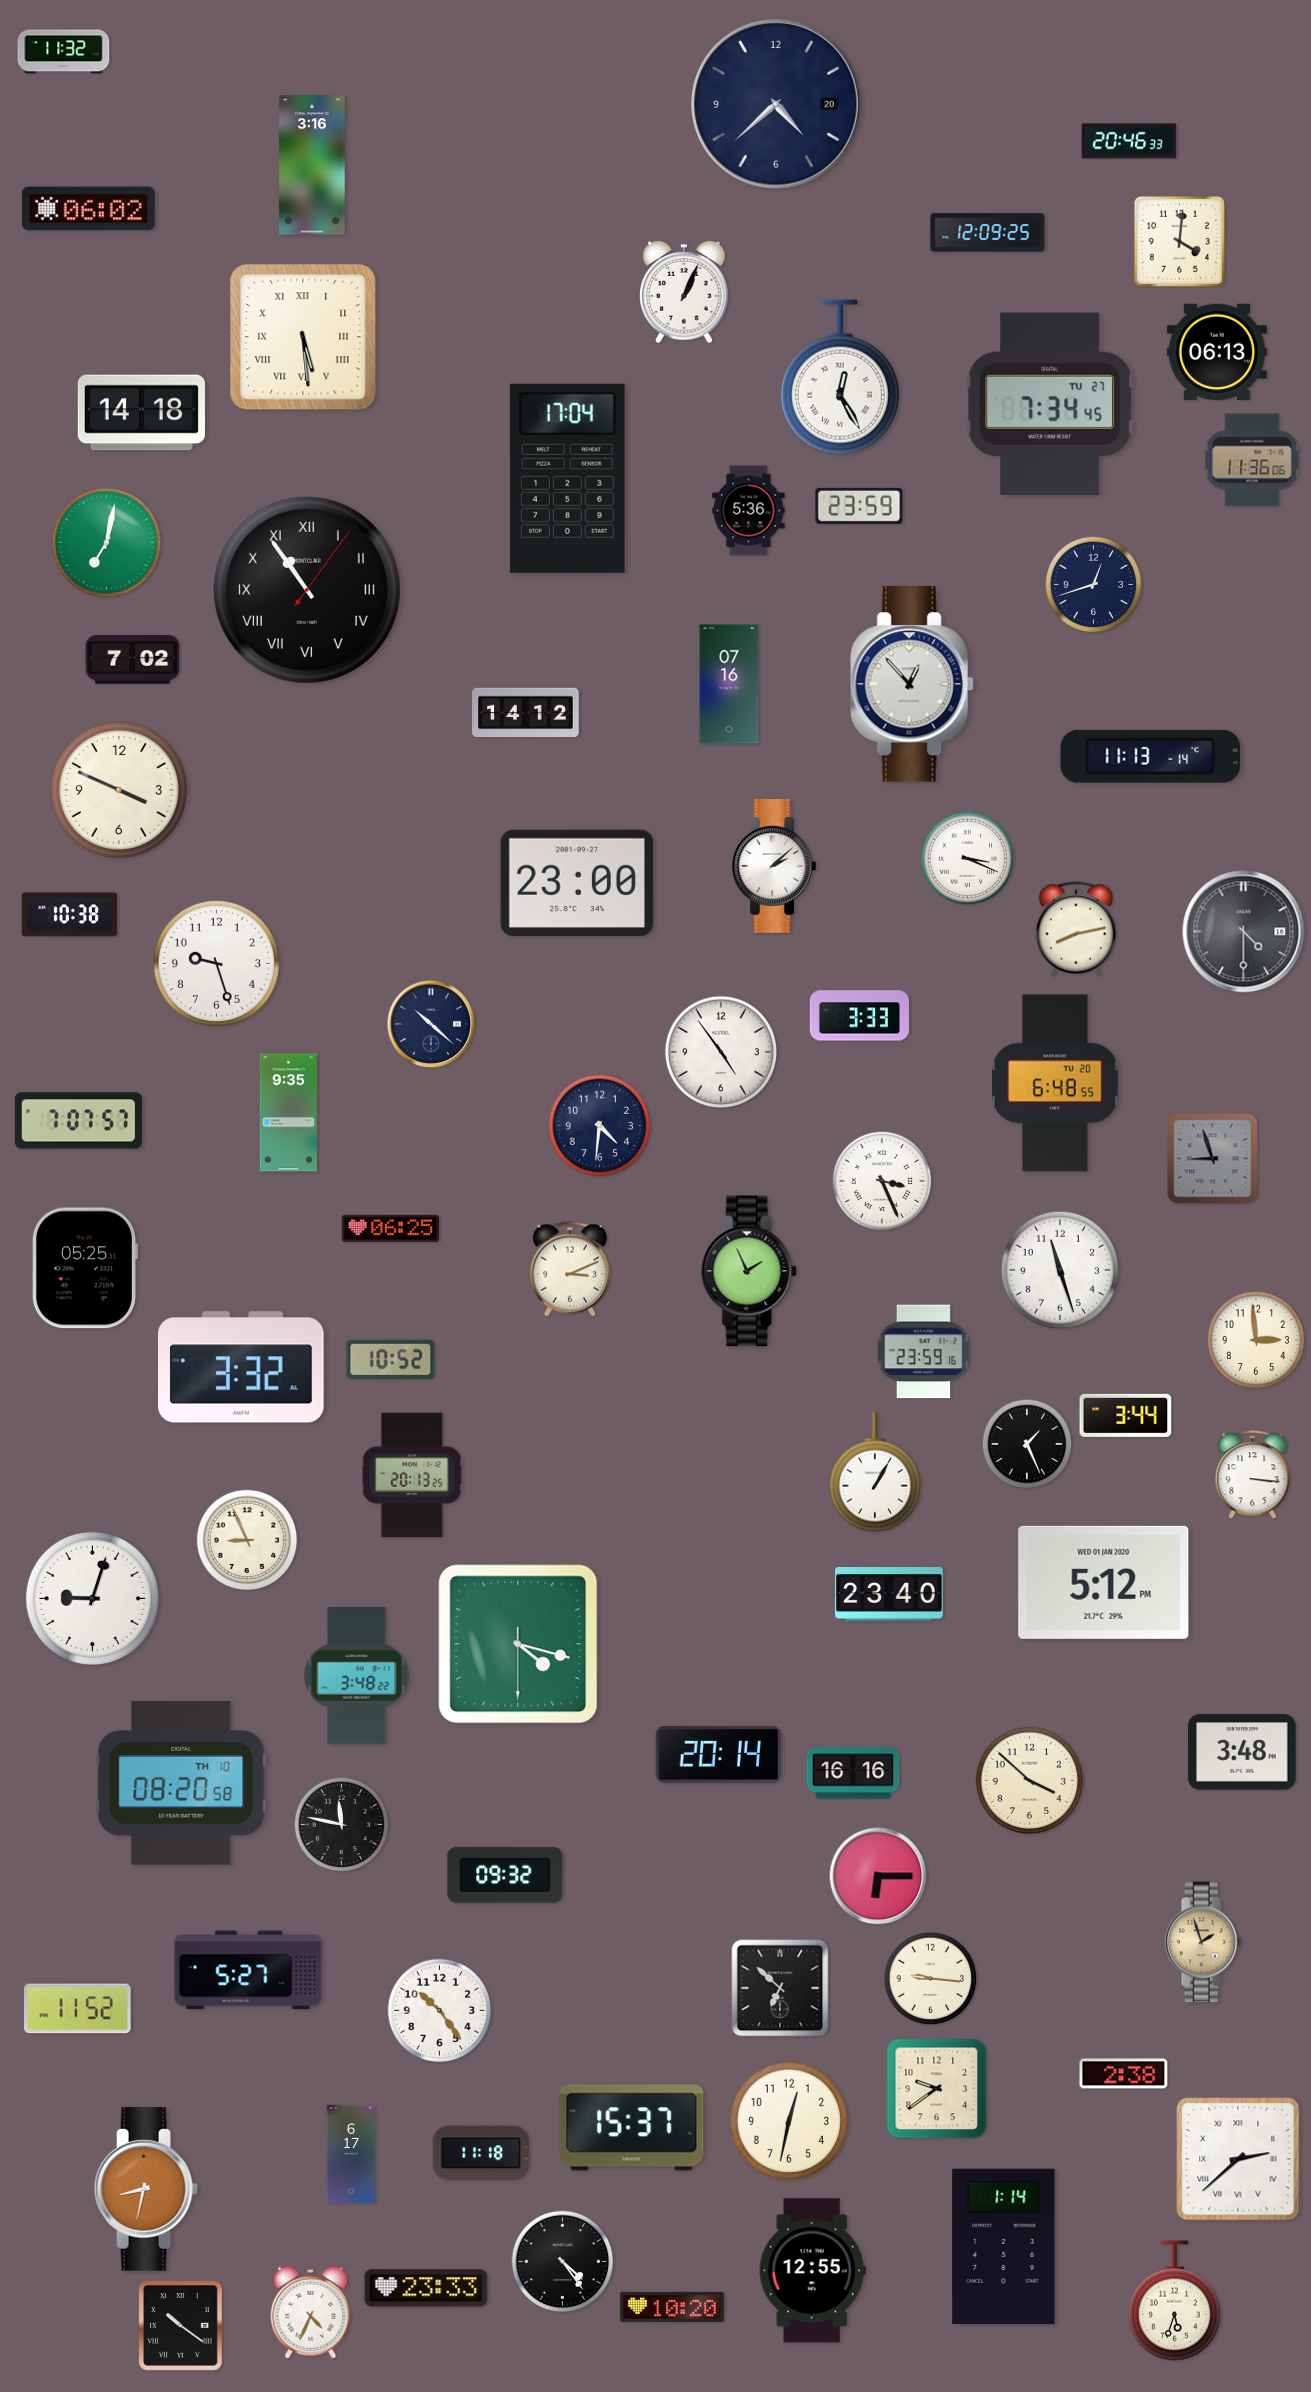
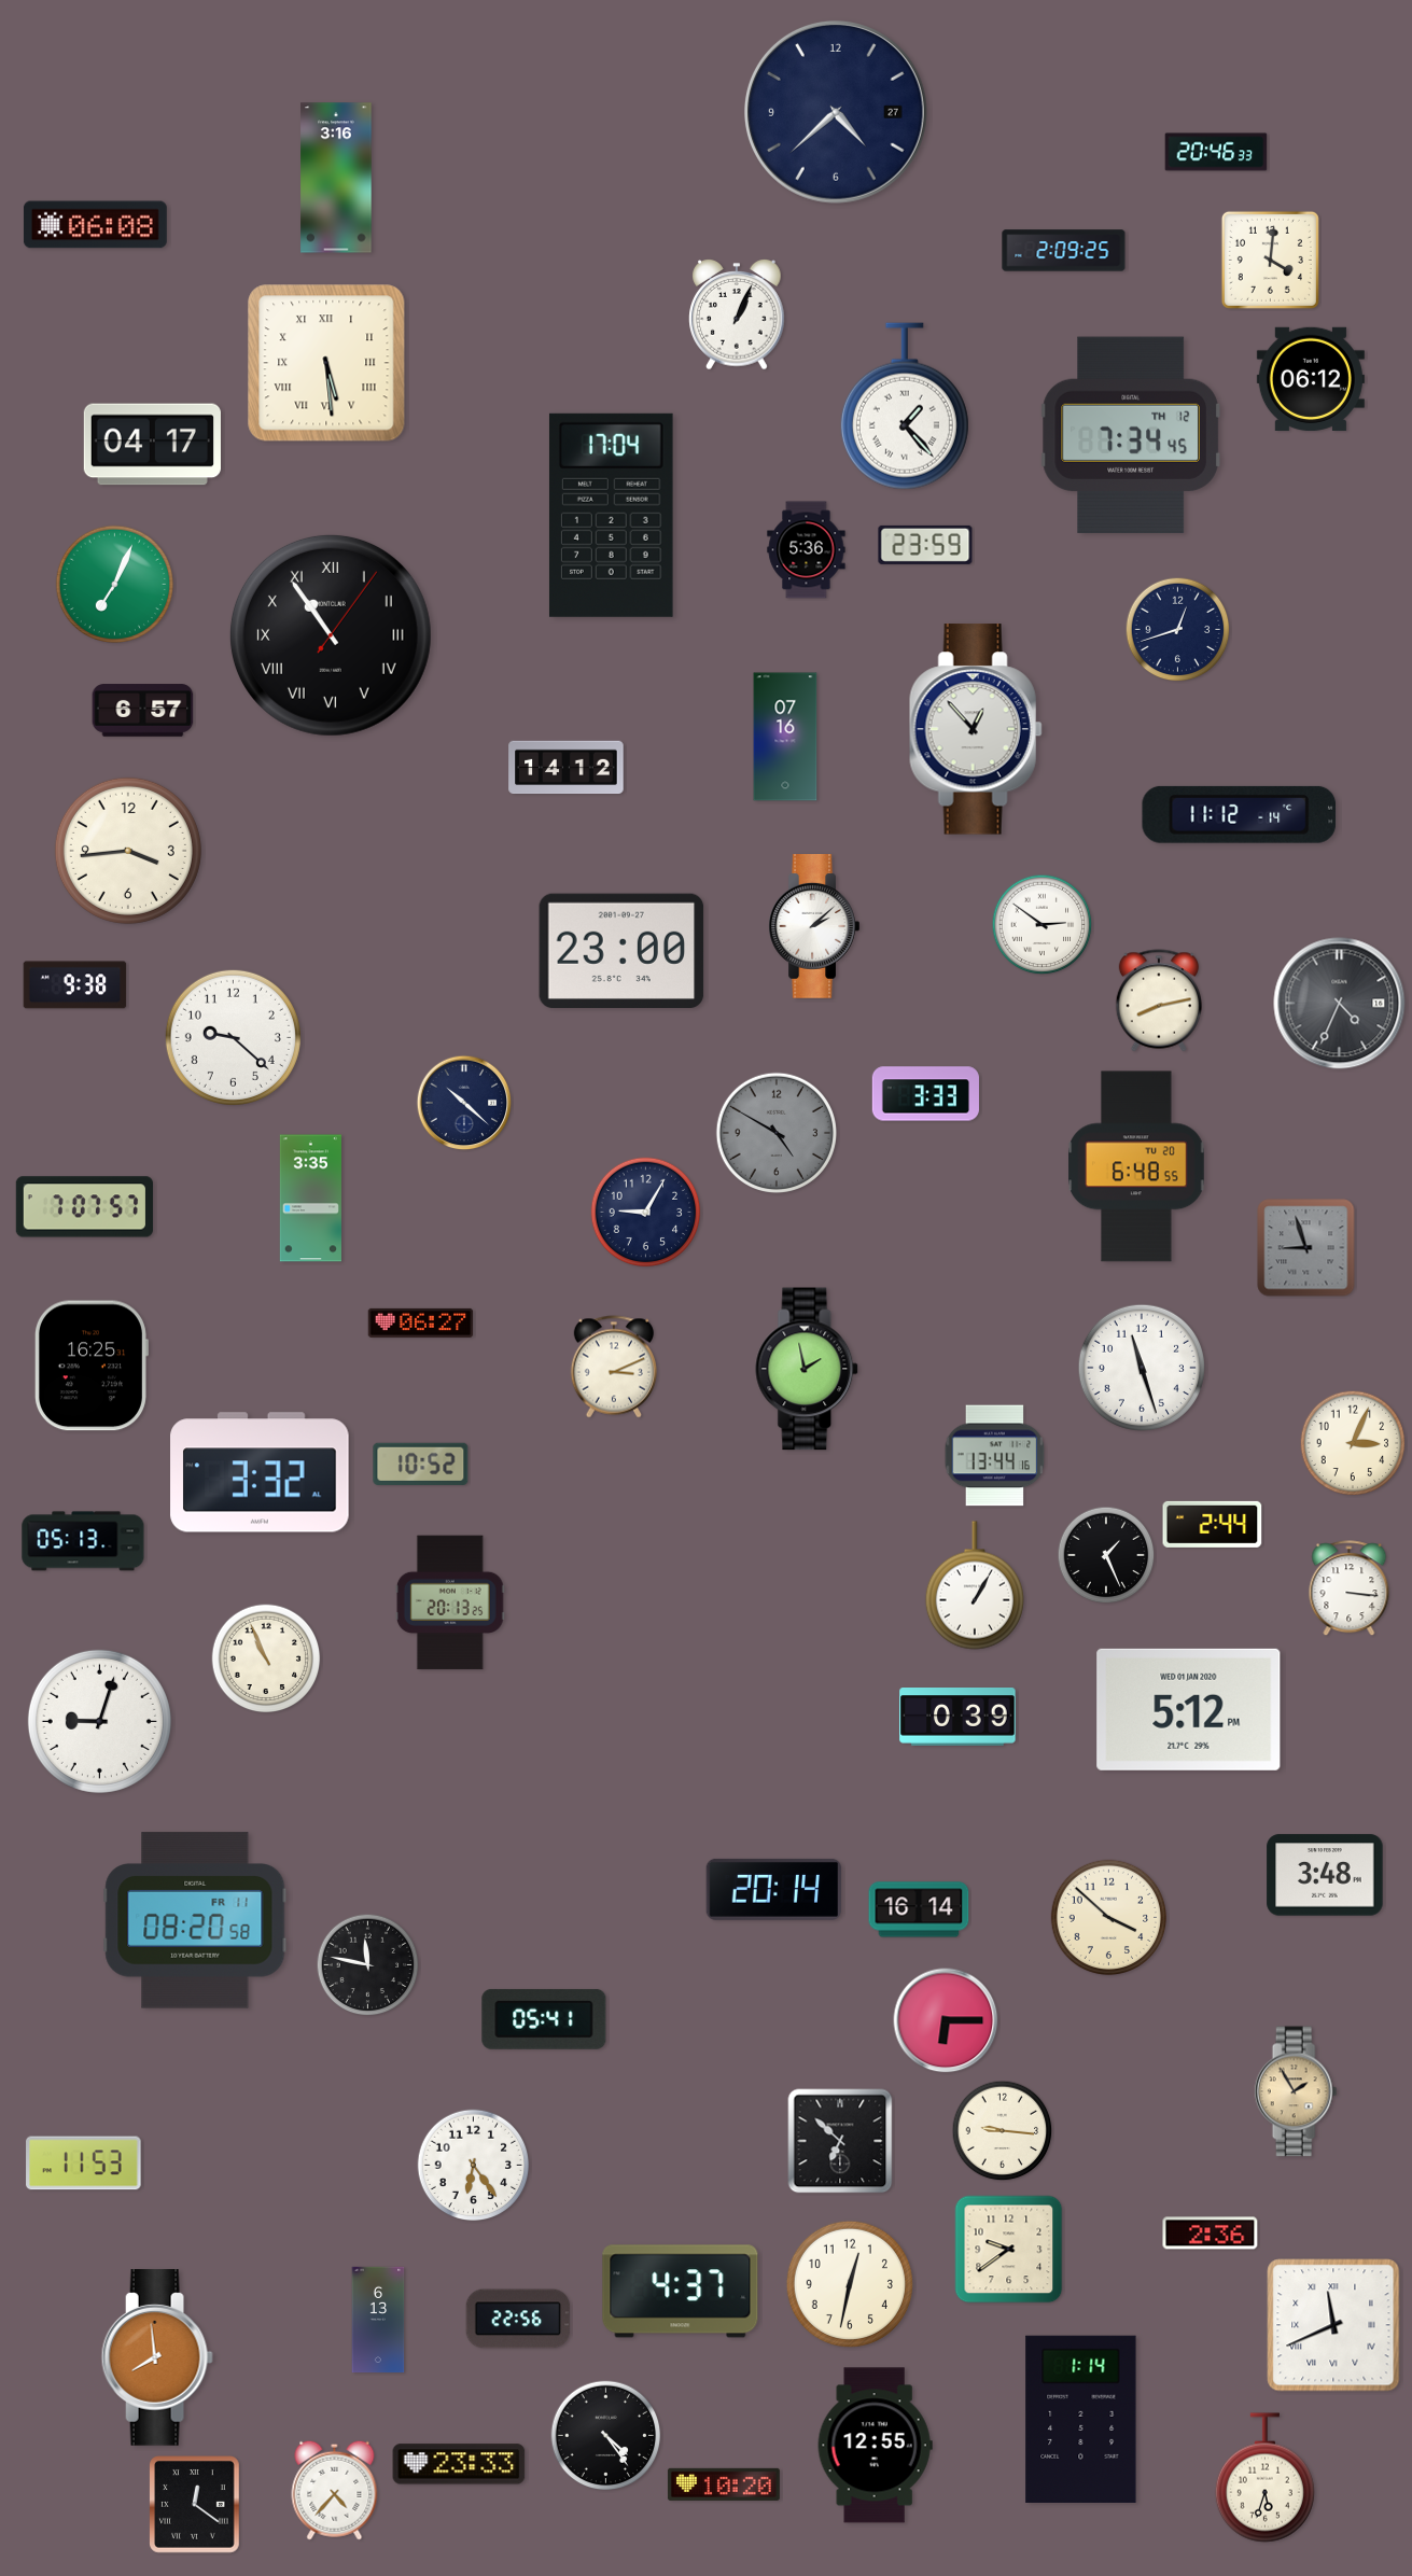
clock at (64, 52): 11:32 -> none
clock at (776, 104) date: 20 -> 27
clock at (88, 209): 06:02 -> 06:08
clock at (988, 233): 12:09 -> 2:09
clock at (1217, 351): 06:13 -> 06:12
clock at (840, 377): 12:25 -> 1:23
clock at (1050, 403) date: TU 27 -> TH 12
clock at (141, 413): 14:18 -> 04:17
clock at (1252, 460): 11:36 -> none
clock at (106, 542): 7:02 -> 7:04
clock at (133, 660): 7:02 -> 6:57
clock at (912, 684) position: (912, 684) -> (976, 729)
clock at (1151, 756): 11:13 -> 11:12
clock at (119, 790): 3:49 -> 3:44
clock at (968, 859): 3:19 -> 2:51
clock at (774, 867) position: (774, 867) -> (814, 927)
clock at (70, 915): 10:38 -> 9:38
clock at (1244, 932): 4:30 -> 4:34
clock at (216, 963): 9:27 -> 9:22
clock at (720, 1051): 4:54 -> 4:50
clock at (720, 1051) dial: white -> grey
clock at (288, 1113): 9:35 -> 3:35
clock at (600, 1126): 4:31 -> 9:05
clock at (882, 1181): 3:26 -> none
clock at (391, 1228): 06:25 -> 06:27
clock at (84, 1268): 05:25 -> 16:25
clock at (750, 1271): 1:56 -> 1:58
clock at (1256, 1340): 2:59 -> 3:04
clock at (924, 1352): 23:59 -> 13:44
clock at (1126, 1415): 3:44 -> 2:44
clock at (83, 1541): none -> 05:13
clock at (875, 1472) position: (875, 1472) -> (975, 1585)
clock at (412, 1475) position: (412, 1475) -> (450, 1602)
clock at (247, 1540): 8:56 -> 10:56
clock at (1104, 1582) position: (1104, 1582) -> (1189, 1709)
clock at (889, 1595): 23:40 -> 0:39
clock at (518, 1644): 4:17 -> none
clock at (357, 1676): 3:48 -> none
clock at (1242, 1752) position: (1242, 1752) -> (1325, 1875)
clock at (853, 1773): 16:16 -> 16:14
clock at (181, 1783) date: TH 10 -> FR 11
clock at (505, 1875): 09:32 -> 05:41
clock at (1203, 1942): 1:57 -> 1:55
clock at (248, 1970): 5:27 -> none
clock at (78, 2009): 11:52 -> 11:53
clock at (440, 2011): 10:24 -> 6:24
clock at (1124, 2074): 2:38 -> 2:36
clock at (632, 2128): 15:37 -> 4:37
clock at (481, 2153): 11:18 -> 22:56
clock at (351, 2154): 6:17 -> 6:13
clock at (1238, 2159): 2:38 -> 11:41
clock at (146, 2190): 8:32 -> 7:59
clock at (311, 2312): 4:34 -> 4:37
clock at (181, 2326): 10:21 -> 12:21
